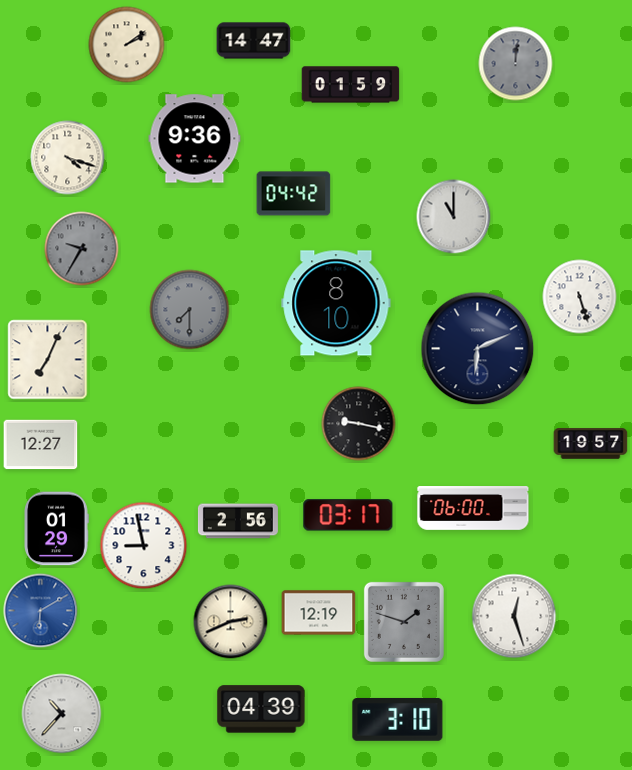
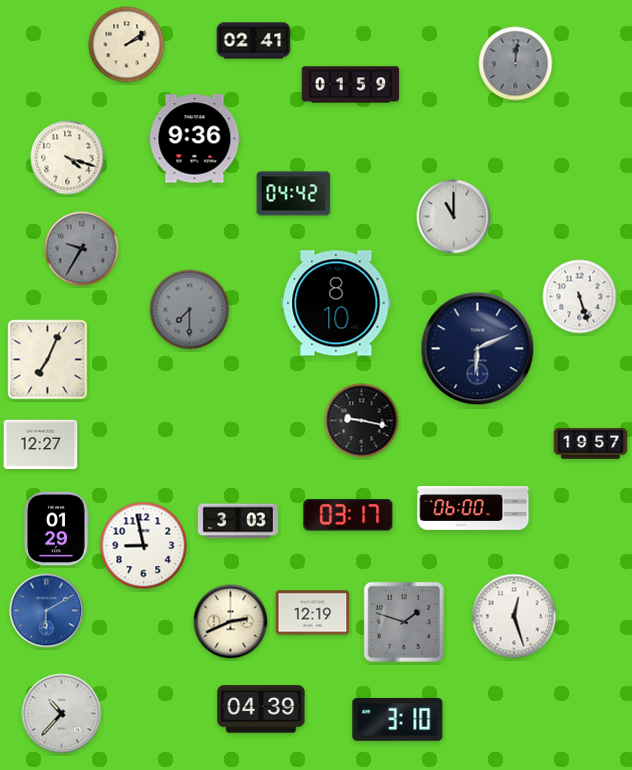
clock at (254, 41): 14:47 -> 02:41
clock at (359, 424) position: (359, 424) -> (362, 421)
clock at (238, 521): 2:56 -> 3:03
clock at (41, 611) position: (41, 611) -> (47, 611)
clock at (319, 613) position: (319, 613) -> (313, 613)
